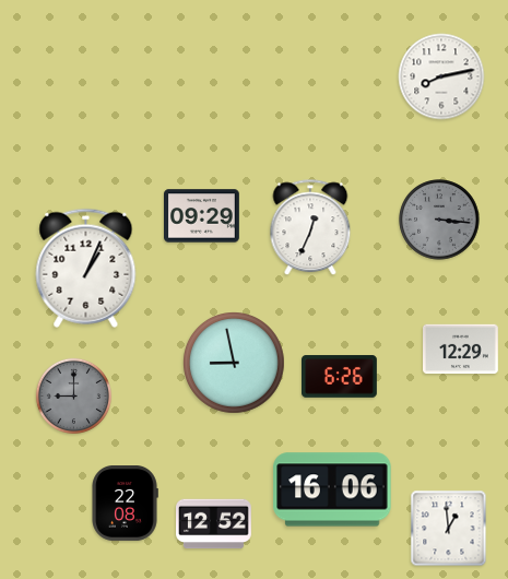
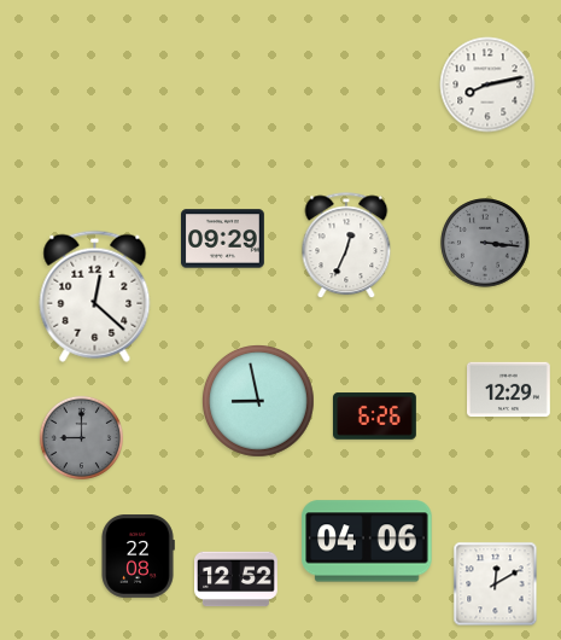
clock at (310, 228) position: (310, 228) -> (346, 246)
clock at (86, 268): 1:04 -> 12:22
clock at (461, 350) position: (461, 350) -> (509, 390)
clock at (332, 489): 16:06 -> 04:06
clock at (449, 529): 12:59 -> 12:10
